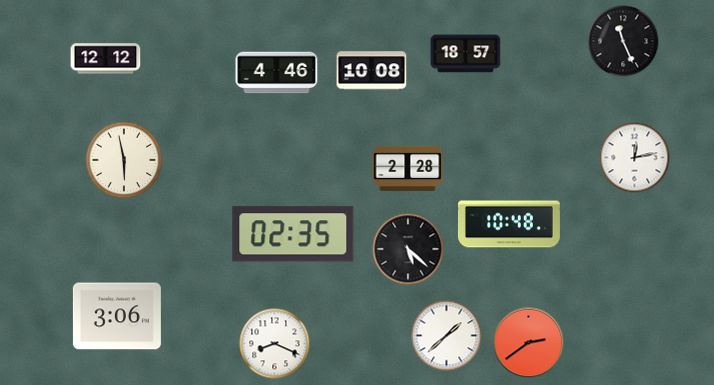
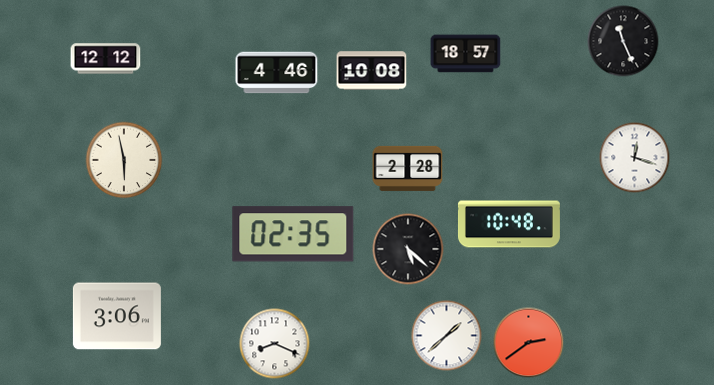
clock at (635, 158): 12:13 -> 12:18
